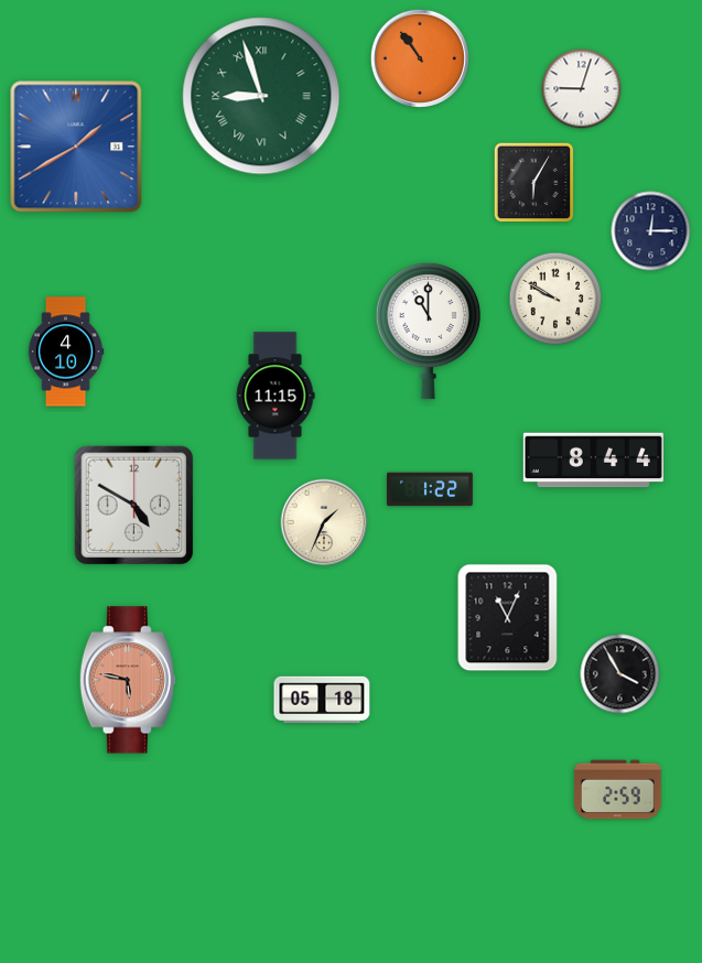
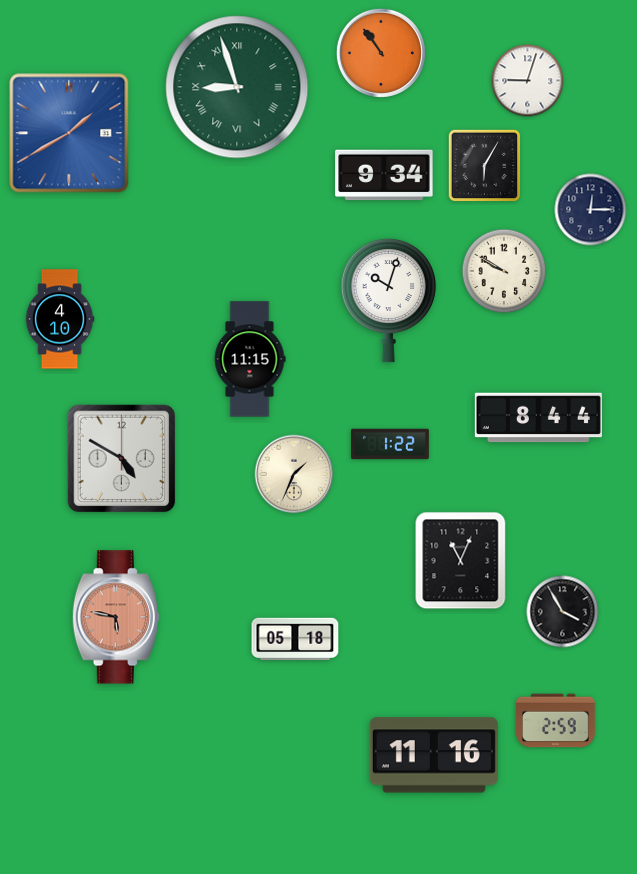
clock at (384, 175): none -> 9:34
clock at (428, 331): 11:00 -> 10:03
clock at (322, 700) position: (322, 700) -> (295, 639)
clock at (618, 790) position: (618, 790) -> (556, 721)
clock at (434, 755): none -> 11:16
